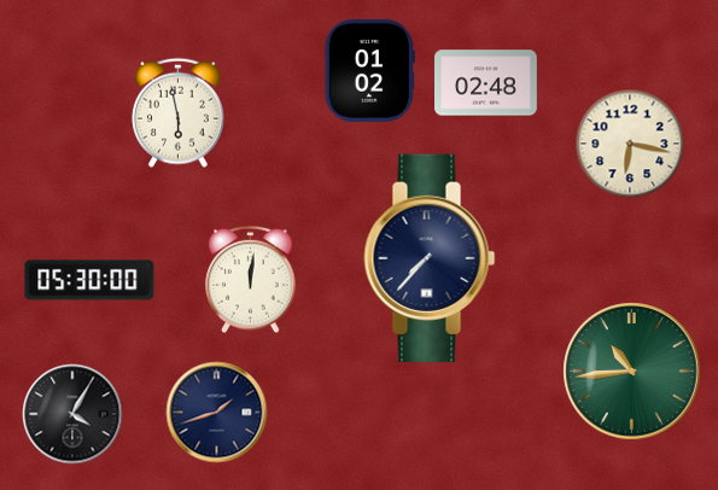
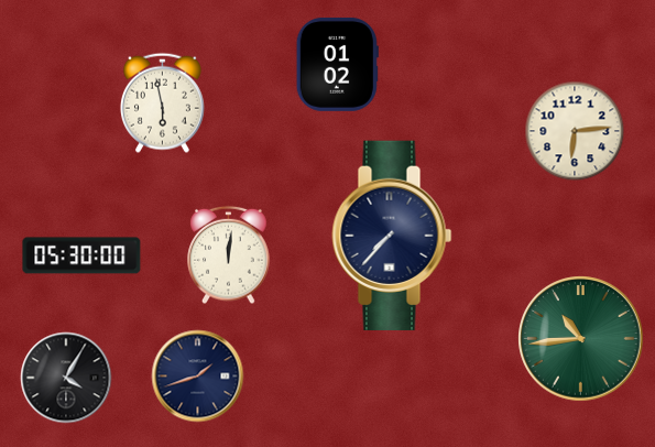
clock at (486, 83): 02:48 -> none
clock at (630, 144): 6:17 -> 6:14
clock at (632, 372) position: (632, 372) -> (581, 339)
